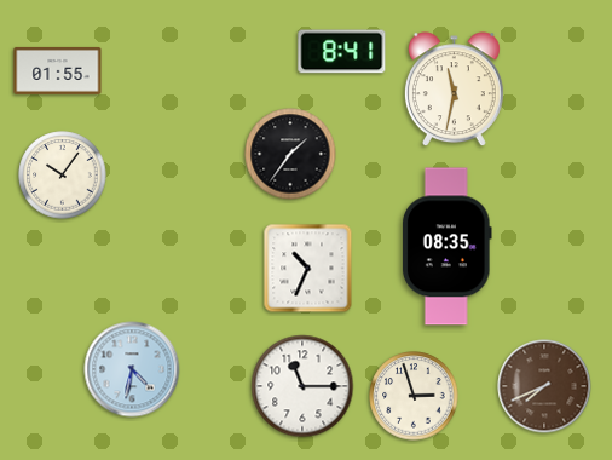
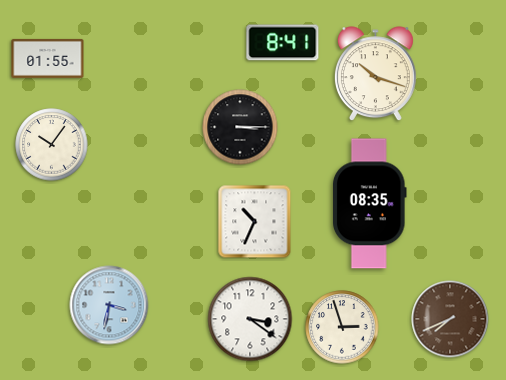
clock at (454, 90): 11:32 -> 10:18
clock at (290, 154): 1:36 -> 3:15
clock at (132, 369): 4:32 -> 3:32
clock at (302, 386): 11:15 -> 3:21
